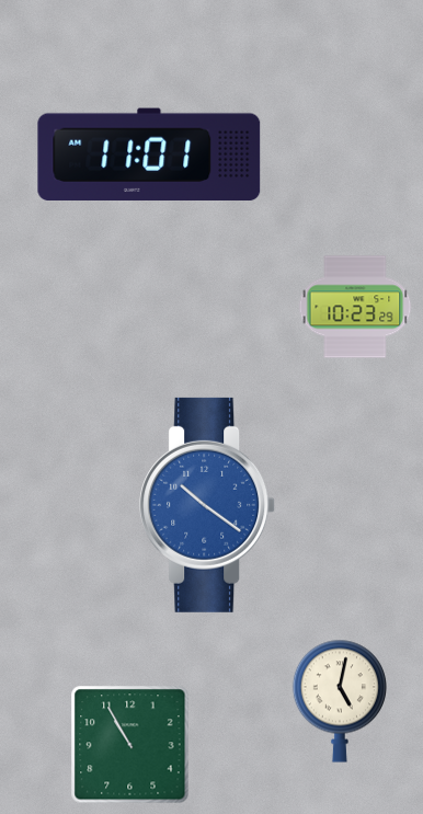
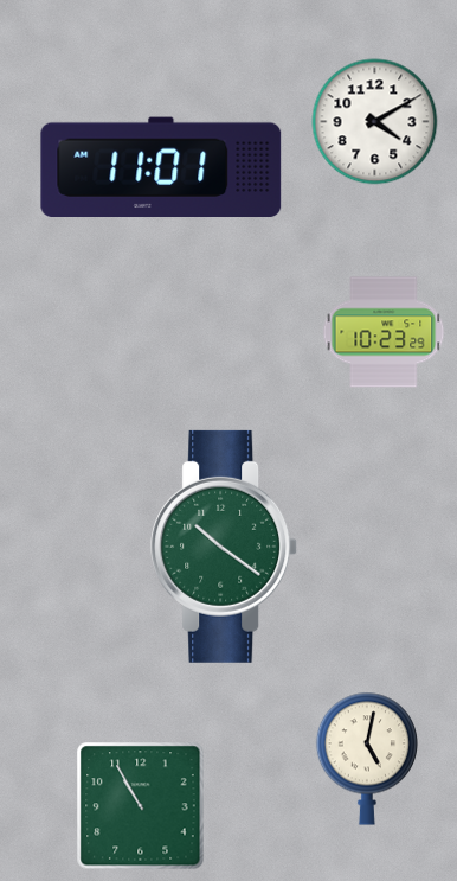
clock at (375, 122): none -> 4:10
clock at (208, 505) dial: blue -> green
